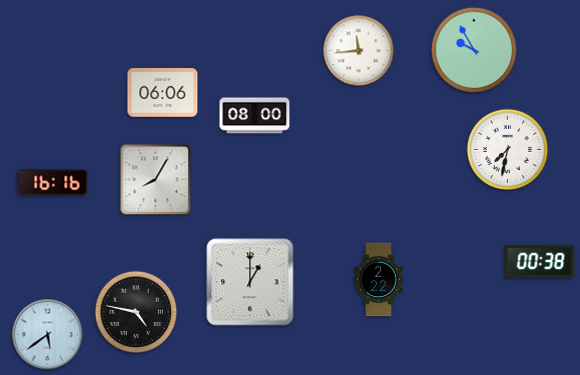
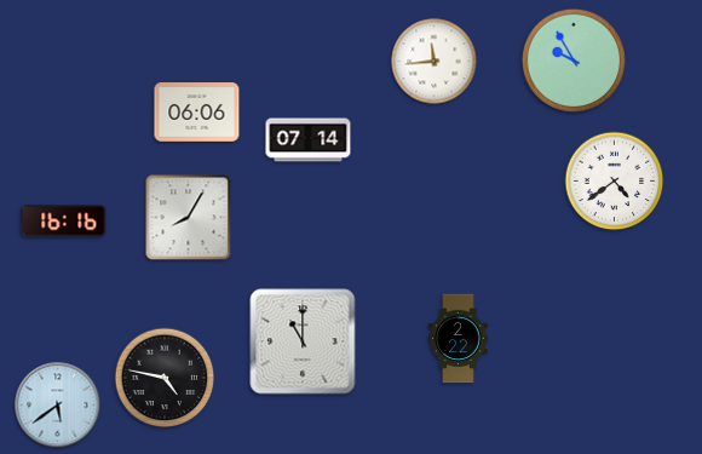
clock at (255, 116): 08:00 -> 07:14
clock at (508, 150): 7:32 -> 4:39
clock at (540, 261): 00:38 -> none
clock at (250, 282): 1:00 -> 11:00
